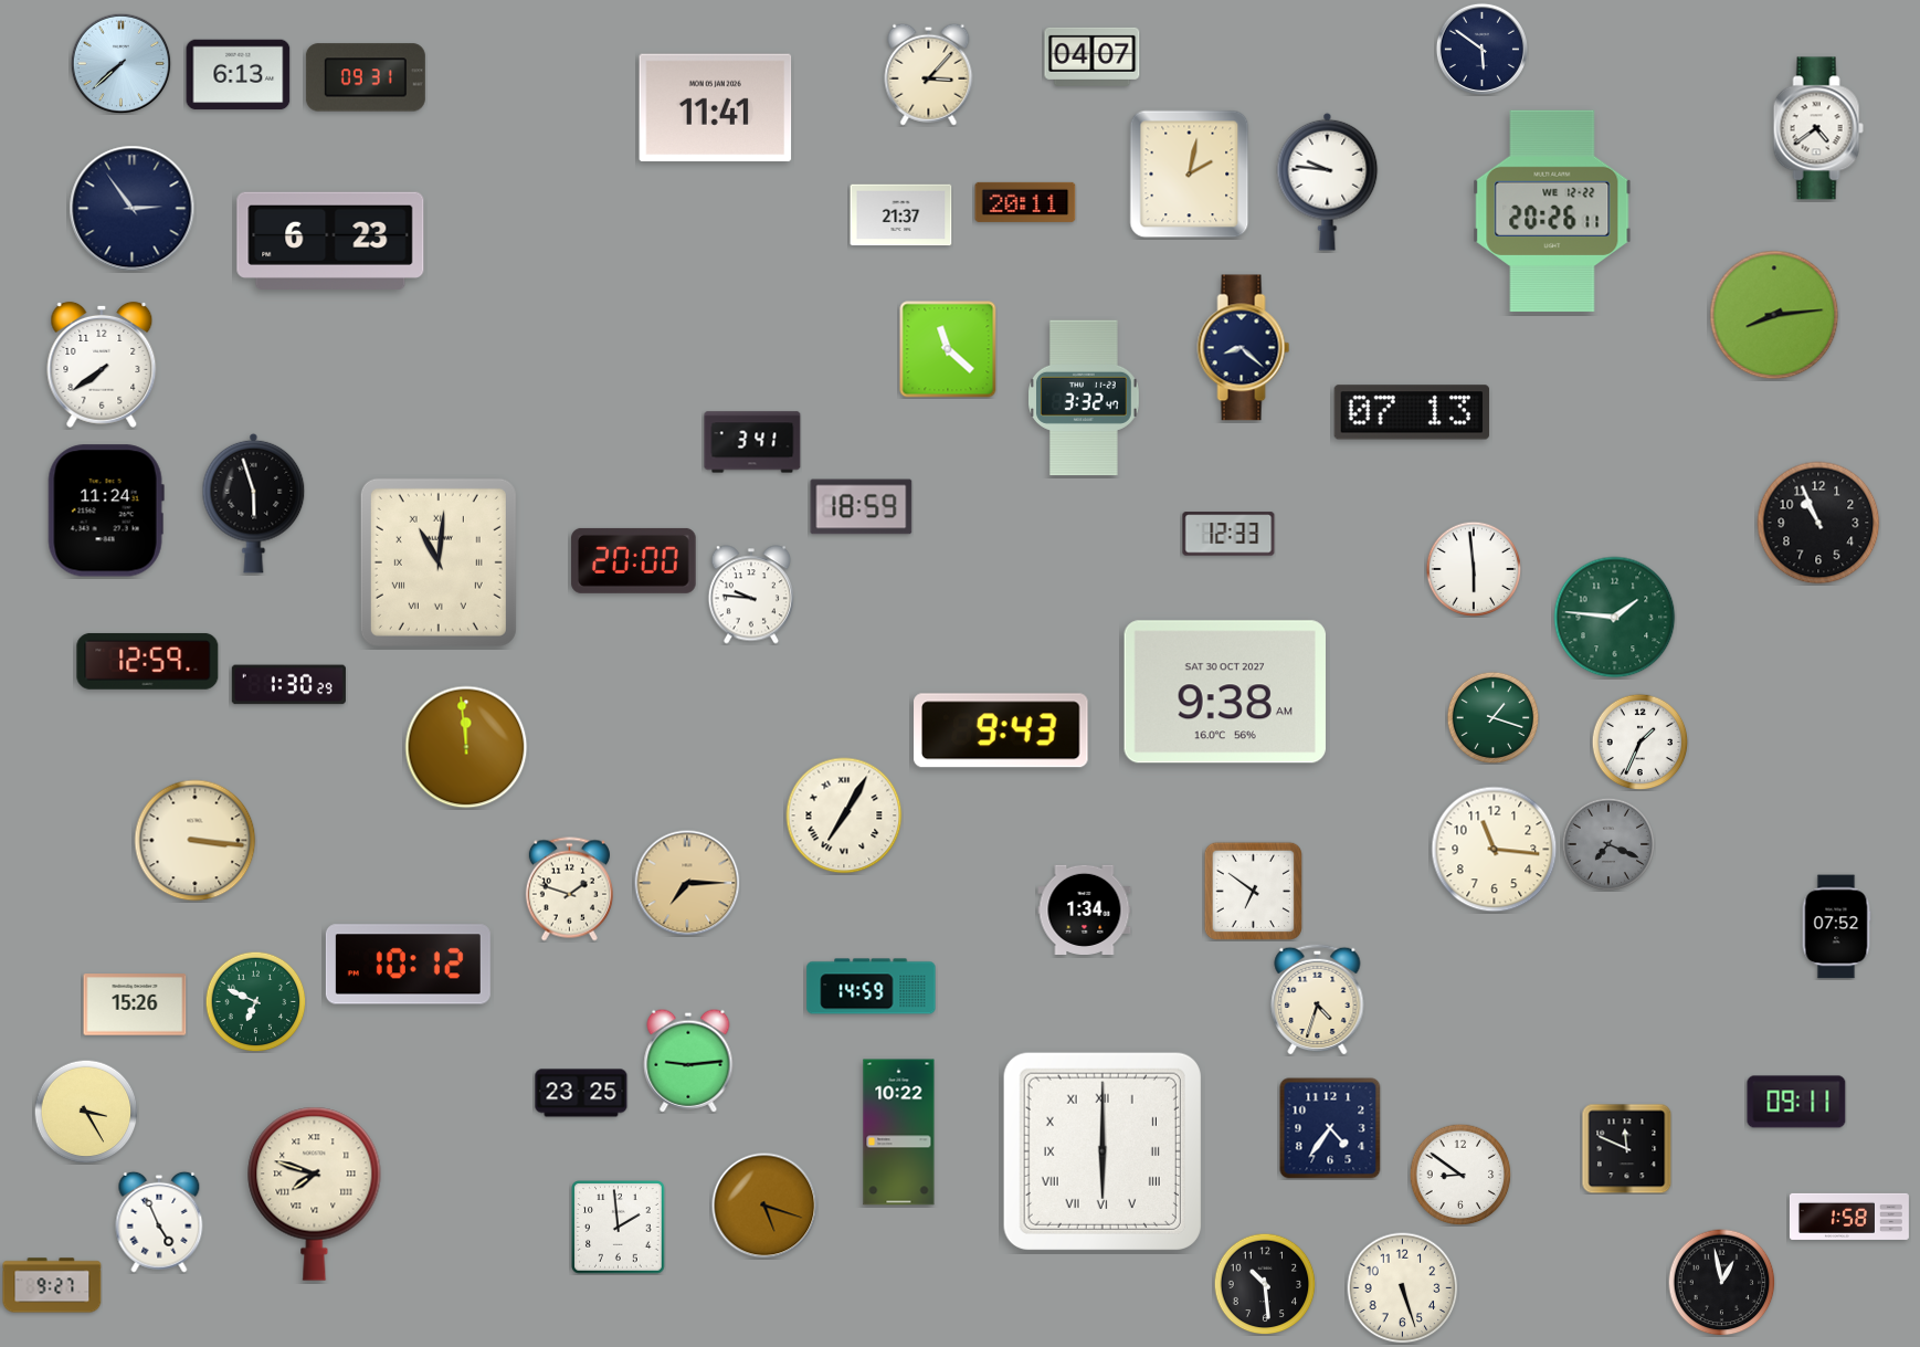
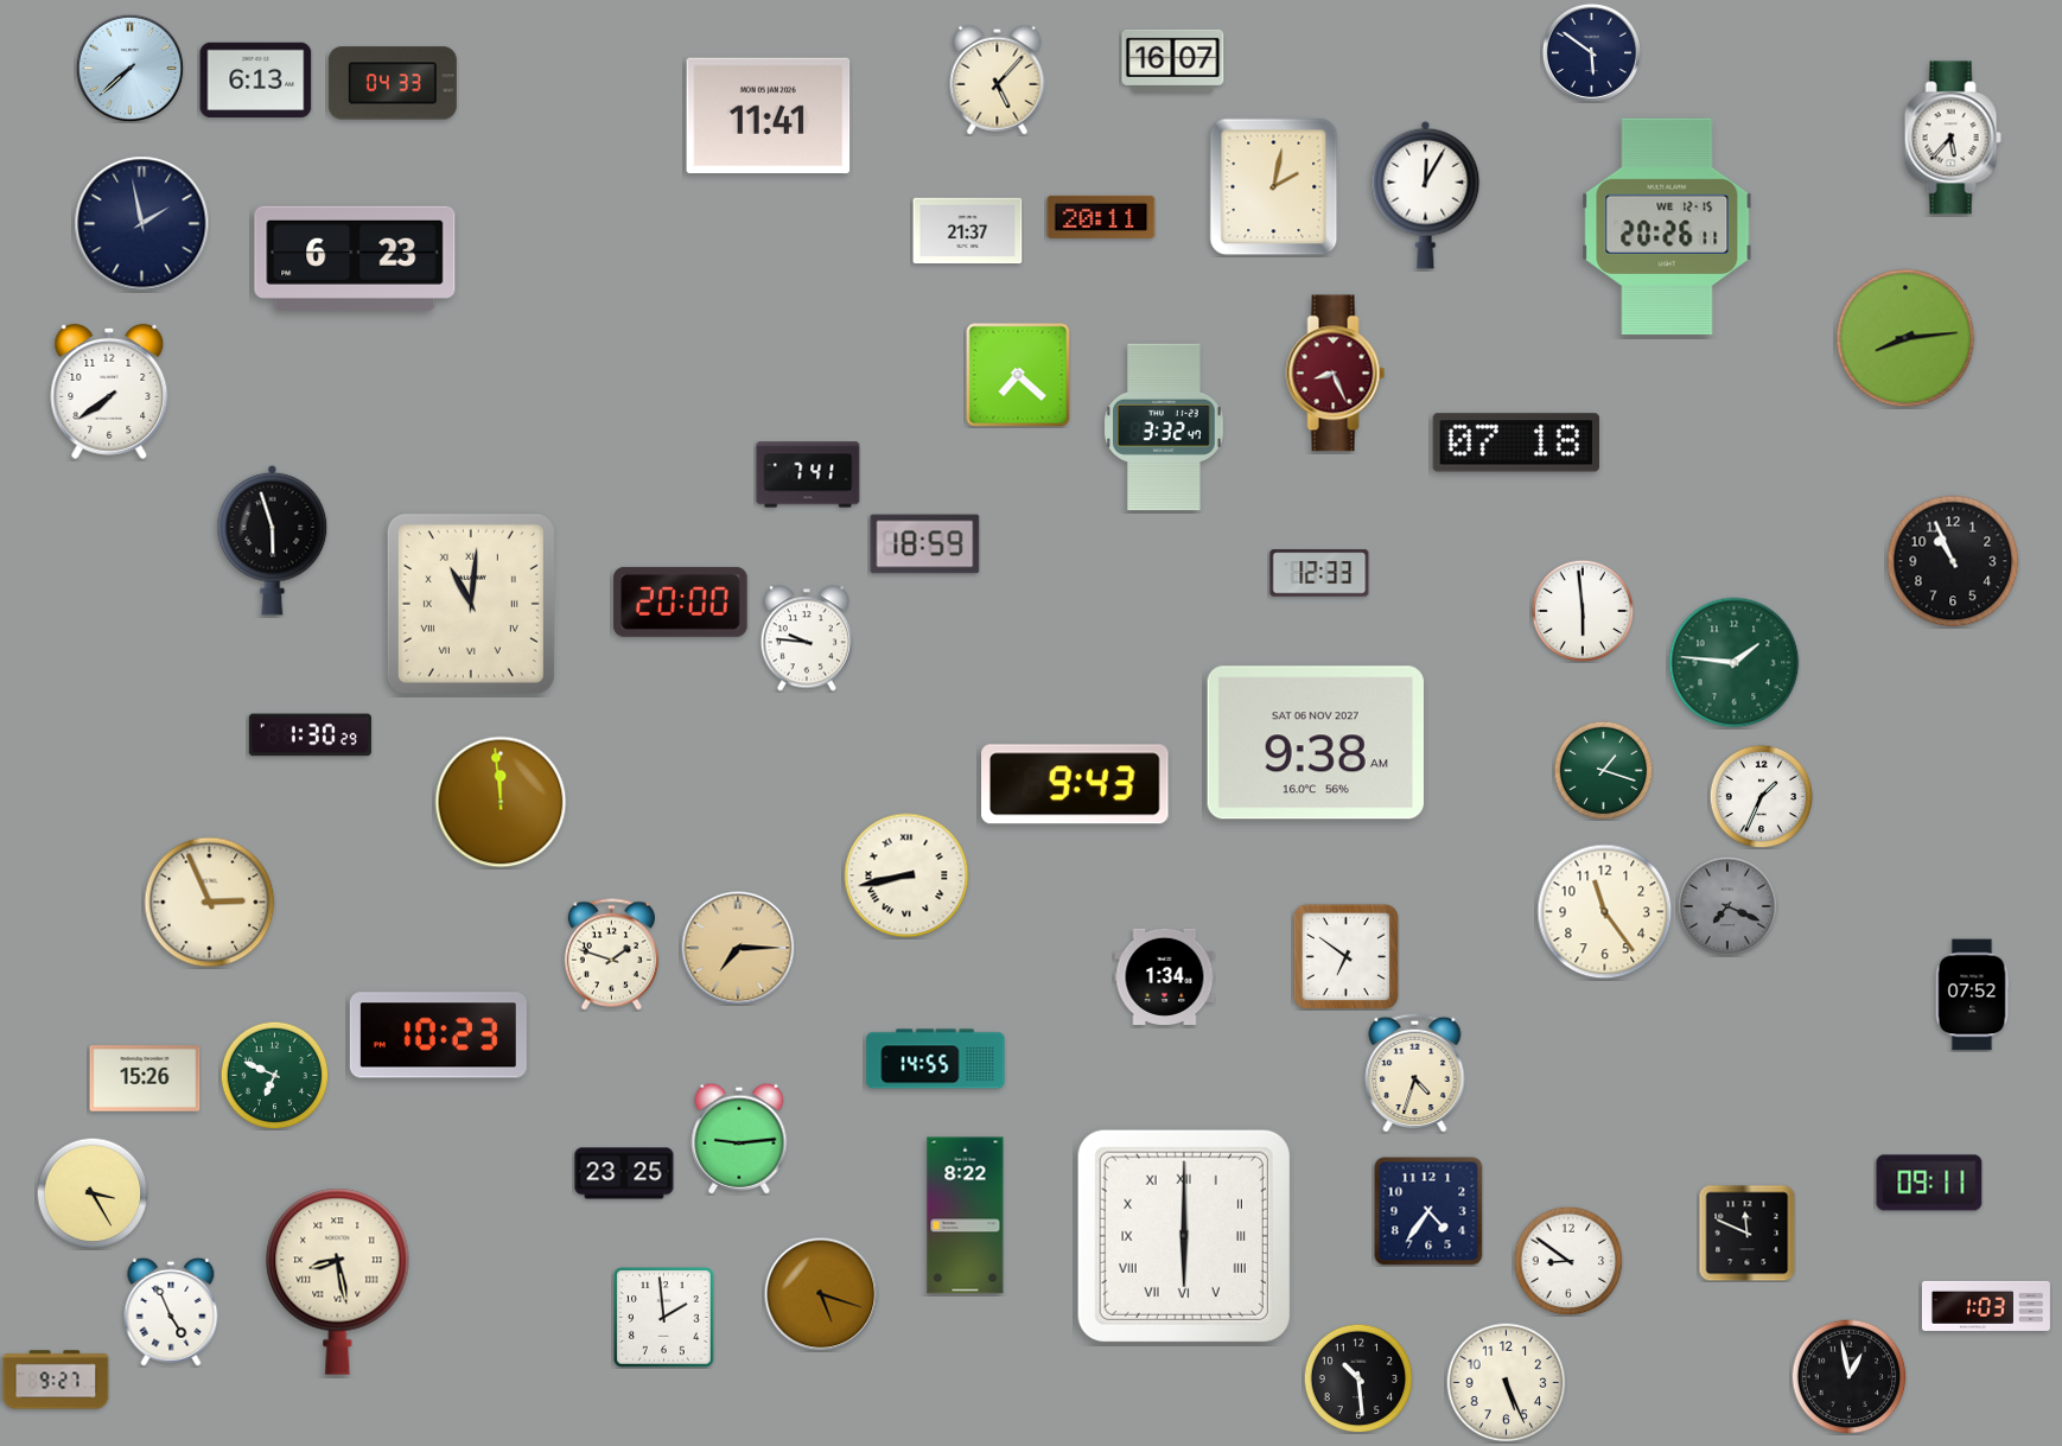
clock at (1093, 56): 04:07 -> 16:07
clock at (929, 74): 3:07 -> 5:07
clock at (366, 77): 09:31 -> 04:33
clock at (1818, 128): 4:39 -> 5:37
clock at (1190, 175) position: (1190, 175) -> (1274, 187)
clock at (1328, 181): 9:46 -> 12:05
clock at (133, 209): 2:54 -> 1:58
clock at (1552, 211) date: WE 12-22 -> WE 12-15
clock at (1244, 348): 8:22 -> 8:26
clock at (1244, 348) dial: navy -> burgundy
clock at (948, 349): 11:22 -> 7:22
clock at (1412, 412): 07:13 -> 07:18
clock at (752, 442): 3:41 -> 7:41
clock at (106, 511): 11:24 -> none
clock at (148, 661): 12:59 -> none
clock at (1225, 692) date: SAT 30 OCT 2027 -> SAT 06 NOV 2027
clock at (844, 815): 7:05 -> 8:43
clock at (196, 841): 3:16 -> 2:56
clock at (1495, 850): 11:16 -> 11:24
clock at (408, 965): 10:12 -> 10:23
clock at (872, 987): 14:59 -> 14:55
clock at (899, 1133): 10:22 -> 8:22
clock at (315, 1193): 7:48 -> 8:28
clock at (1849, 1217): 1:58 -> 1:03
clock at (1403, 1288): 5:27 -> 5:26
